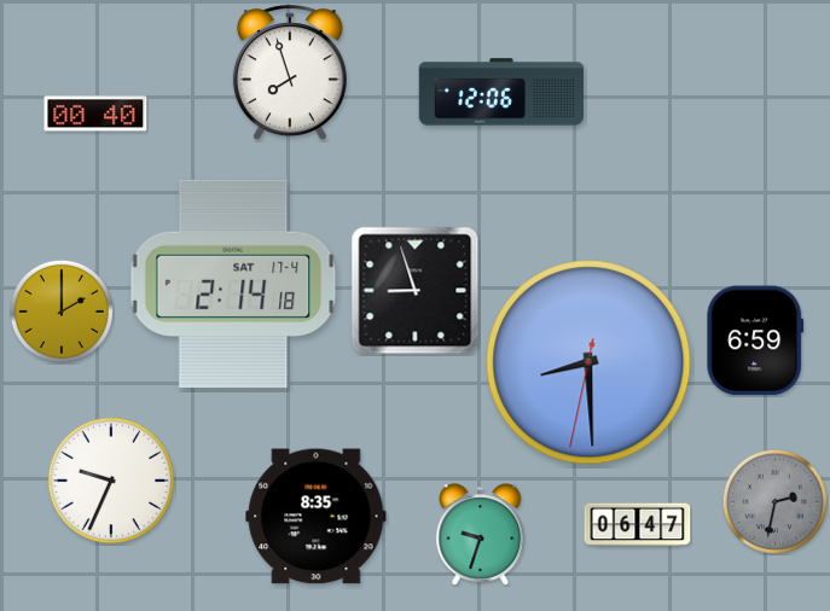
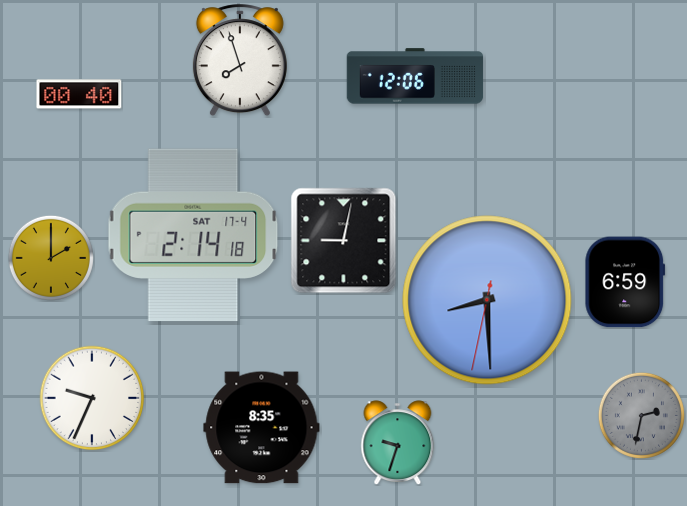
clock at (416, 291): 8:57 -> 9:02
clock at (638, 525): 06:47 -> none
